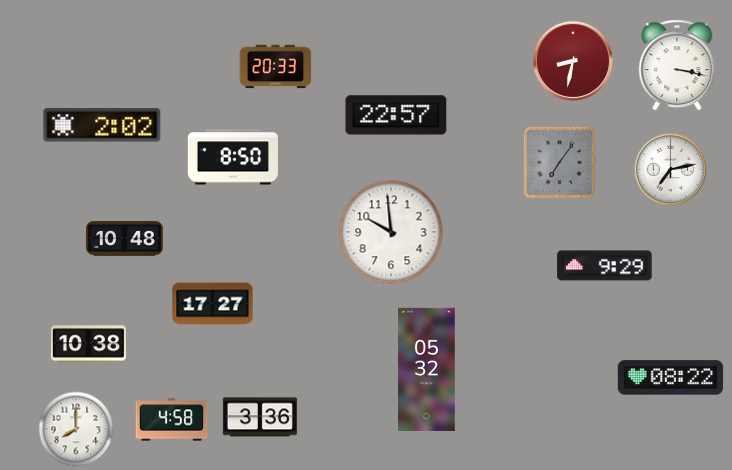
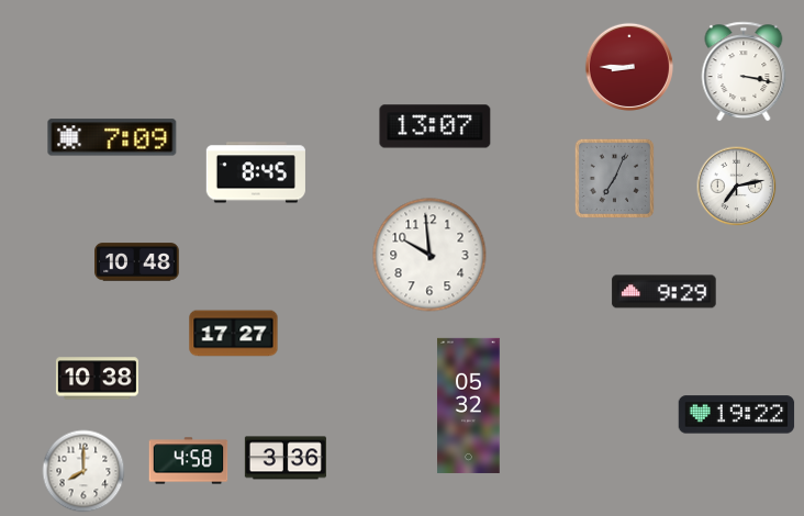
clock at (573, 61): 8:32 -> 8:45
clock at (276, 67): 20:33 -> none
clock at (396, 115): 22:57 -> 13:07
clock at (102, 125): 2:02 -> 7:09
clock at (233, 157): 8:50 -> 8:45
clock at (559, 162): 7:06 -> 7:04
clock at (671, 378): 08:22 -> 19:22
